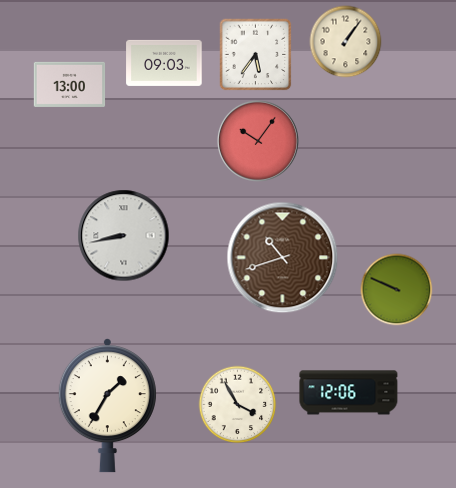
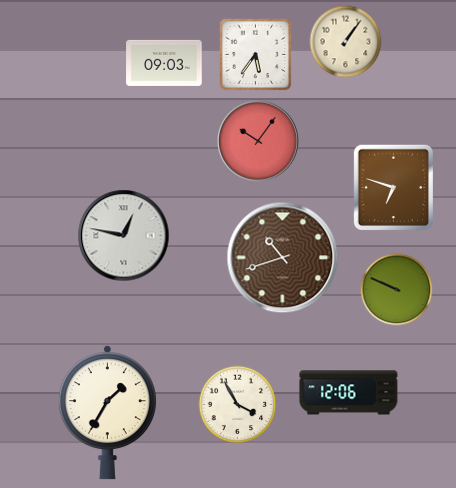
clock at (70, 84): 13:00 -> none
clock at (393, 187): none -> 6:48
clock at (124, 236): 8:43 -> 12:47
clock at (107, 406) position: (107, 406) -> (107, 413)
